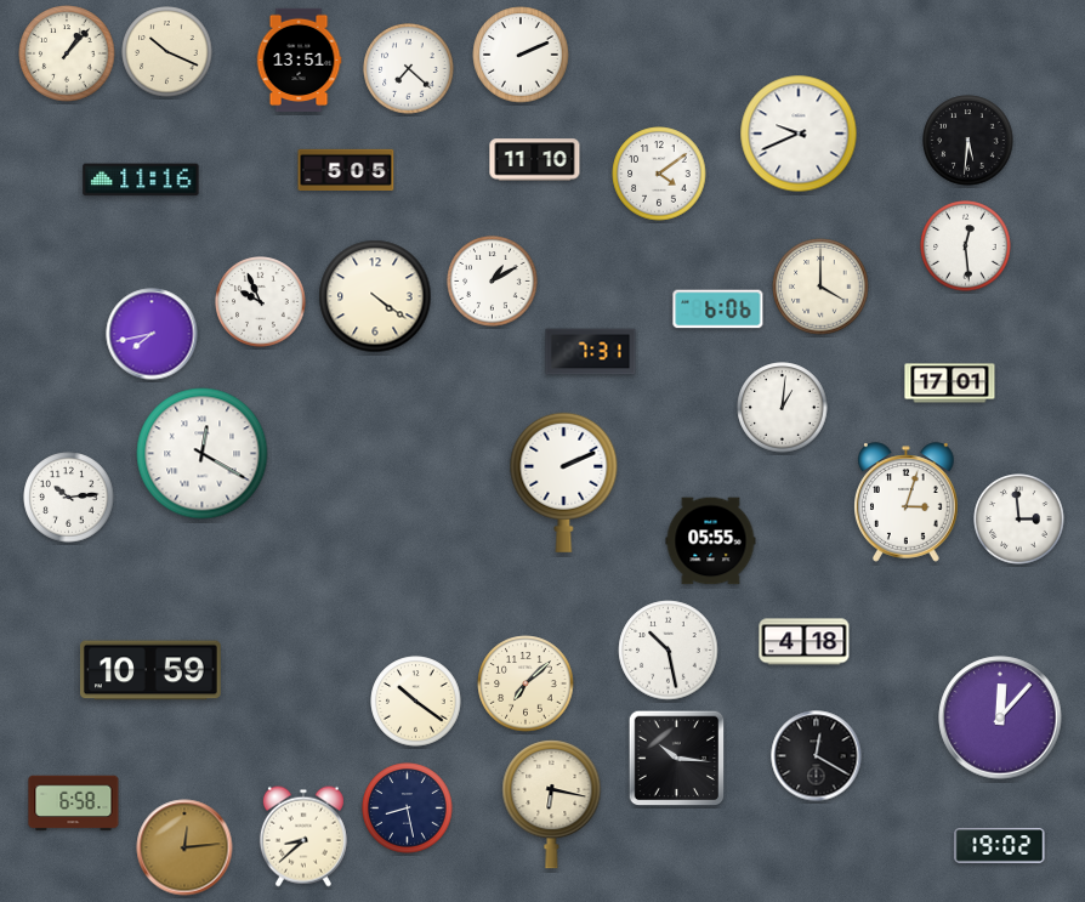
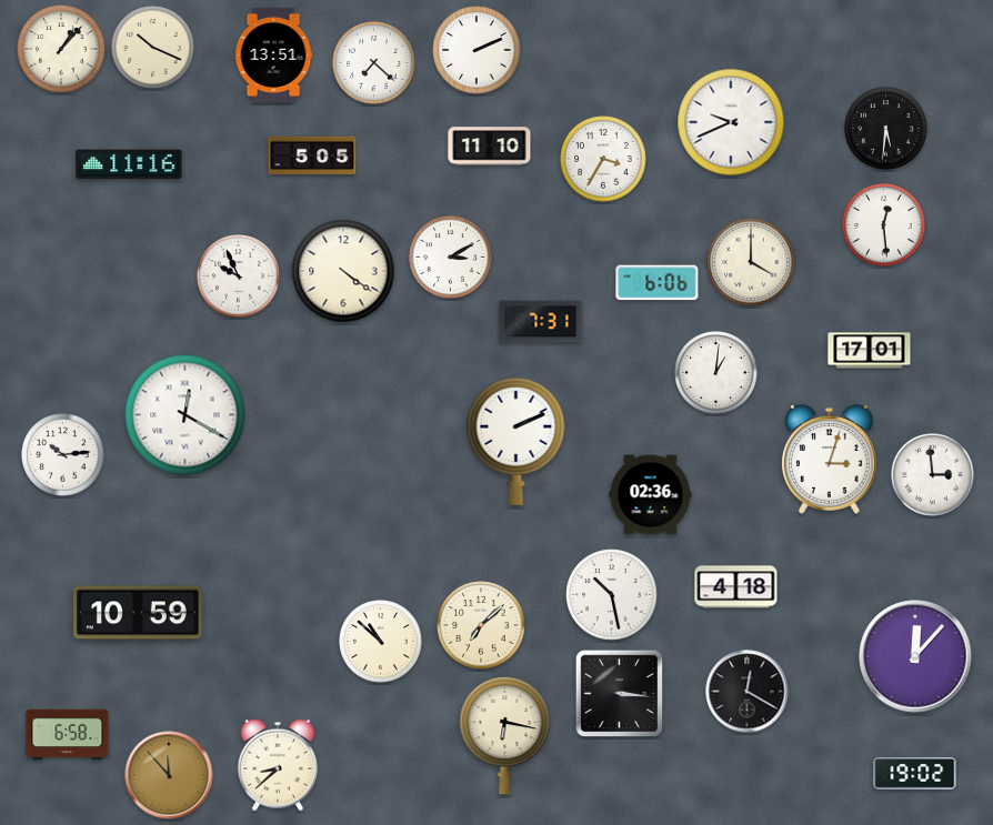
clock at (346, 169) position: (346, 169) -> (312, 154)
clock at (659, 174): 4:09 -> 3:35
clock at (493, 282): 1:10 -> 3:10
clock at (152, 334): 7:43 -> none
clock at (711, 541): 05:55 -> 02:36
clock at (416, 702): 10:21 -> 10:52
clock at (677, 759): 10:16 -> 3:16
clock at (408, 809): 8:28 -> none
clock at (184, 847): 12:14 -> 11:53
